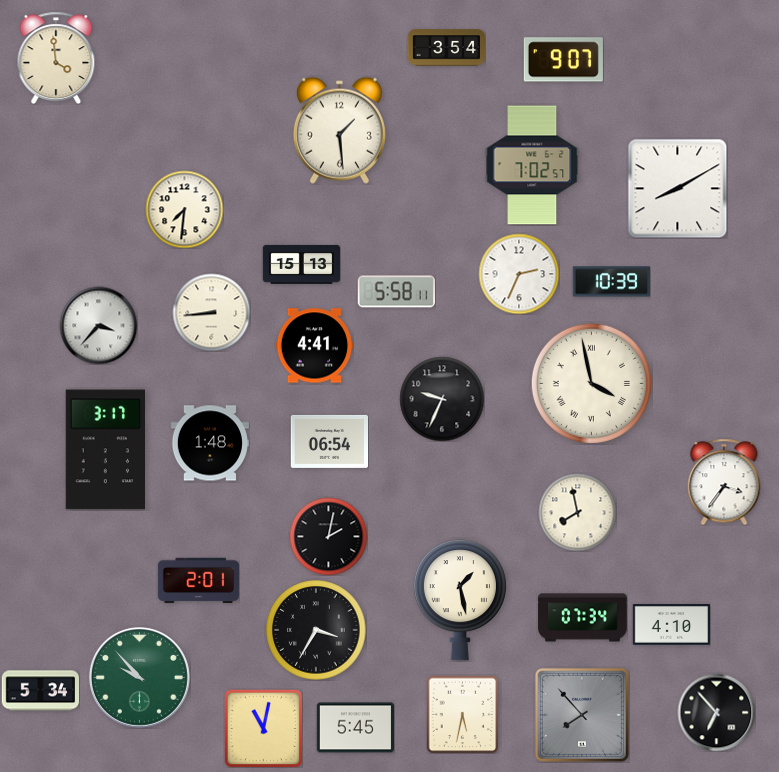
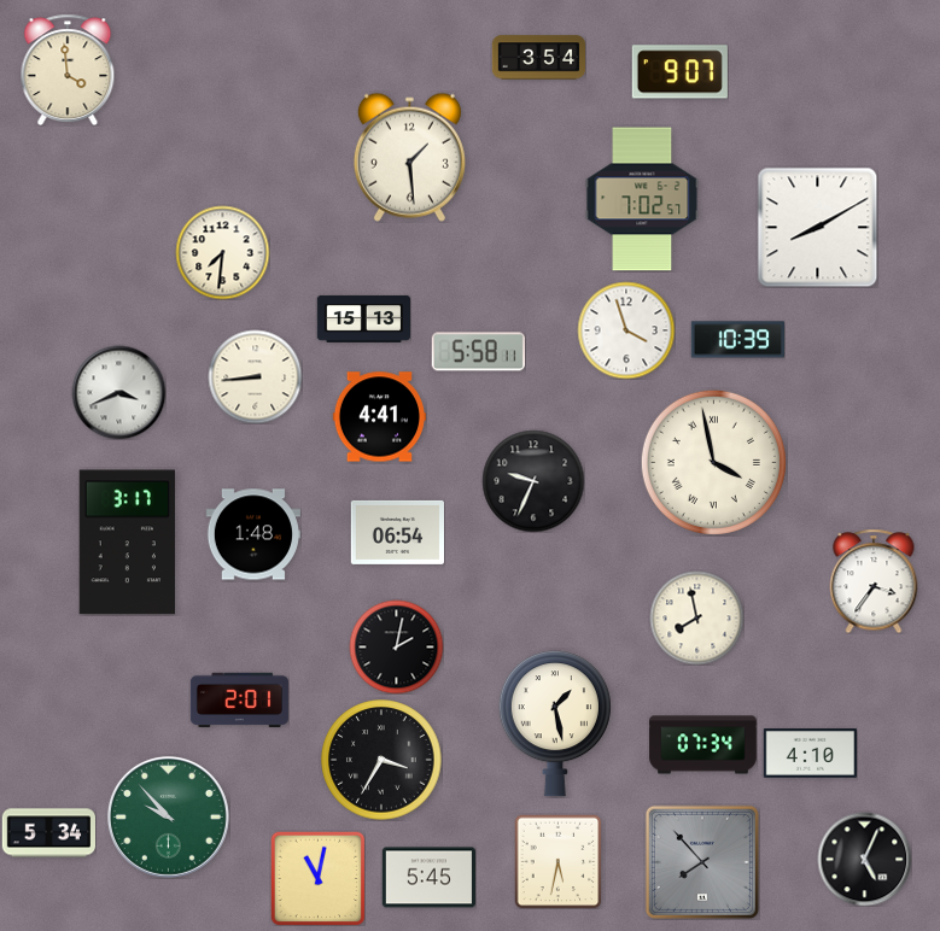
clock at (519, 274): 2:34 -> 3:57
clock at (98, 325): 3:37 -> 3:41
clock at (716, 712): 6:53 -> 5:04
